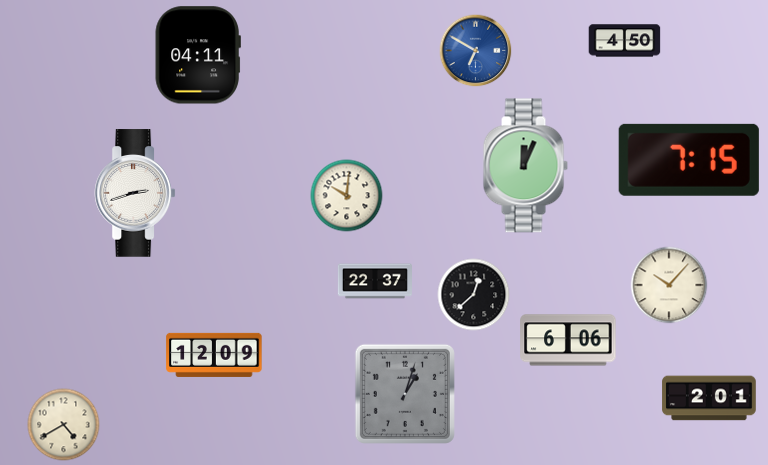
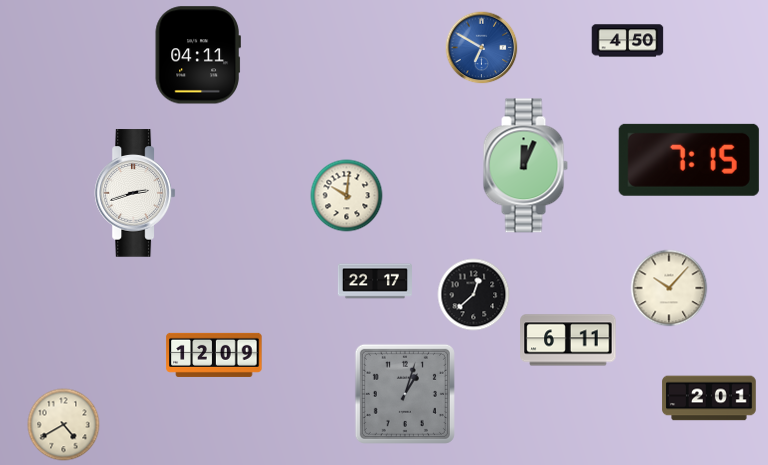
clock at (625, 41) position: (625, 41) -> (628, 41)
clock at (476, 51) position: (476, 51) -> (482, 48)
clock at (375, 281): 22:37 -> 22:17
clock at (669, 285) position: (669, 285) -> (669, 288)
clock at (568, 340): 6:06 -> 6:11
